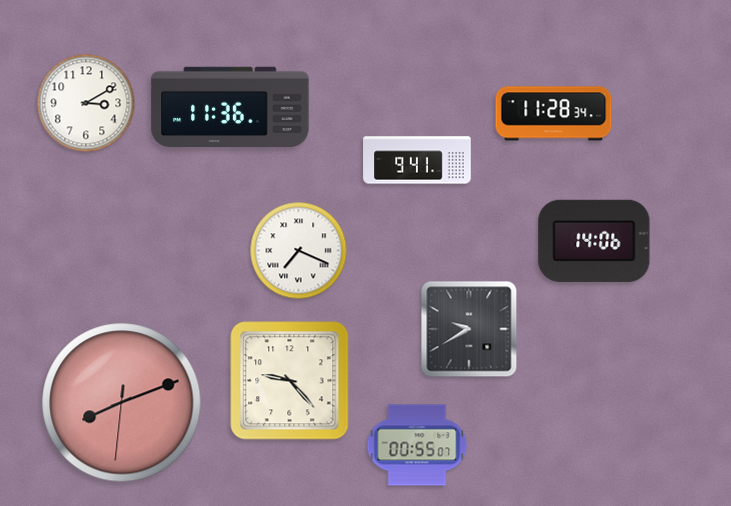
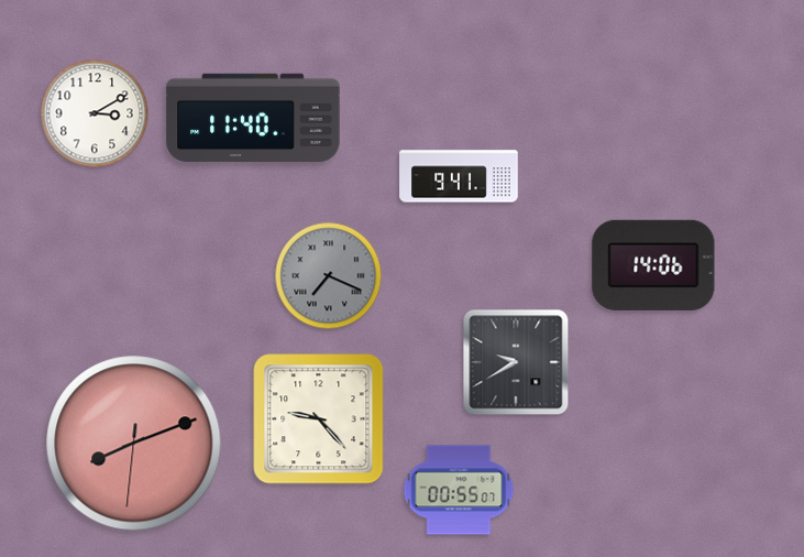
clock at (230, 106): 11:36 -> 11:40
clock at (554, 114): 11:28 -> none
clock at (299, 251) dial: white -> grey
